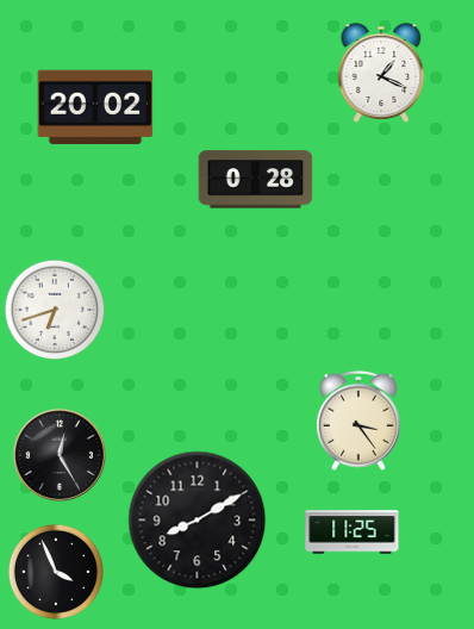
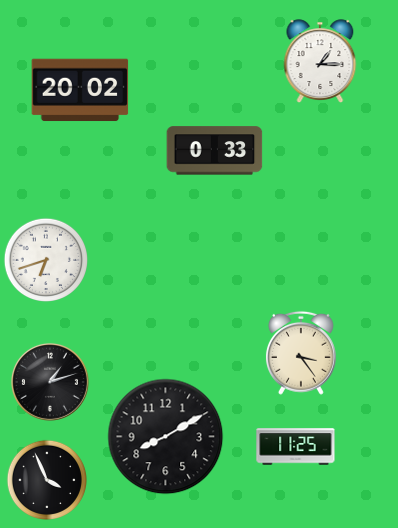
clock at (381, 73): 1:19 -> 1:15
clock at (256, 180): 0:28 -> 0:33
clock at (60, 455): 12:25 -> 1:12
